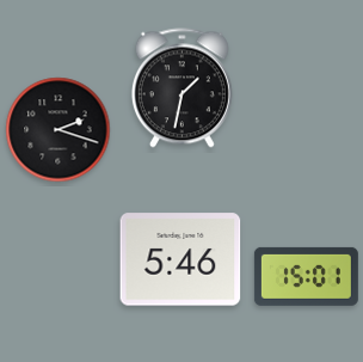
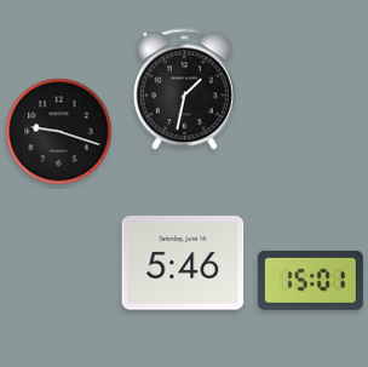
clock at (59, 130): 2:18 -> 9:18
